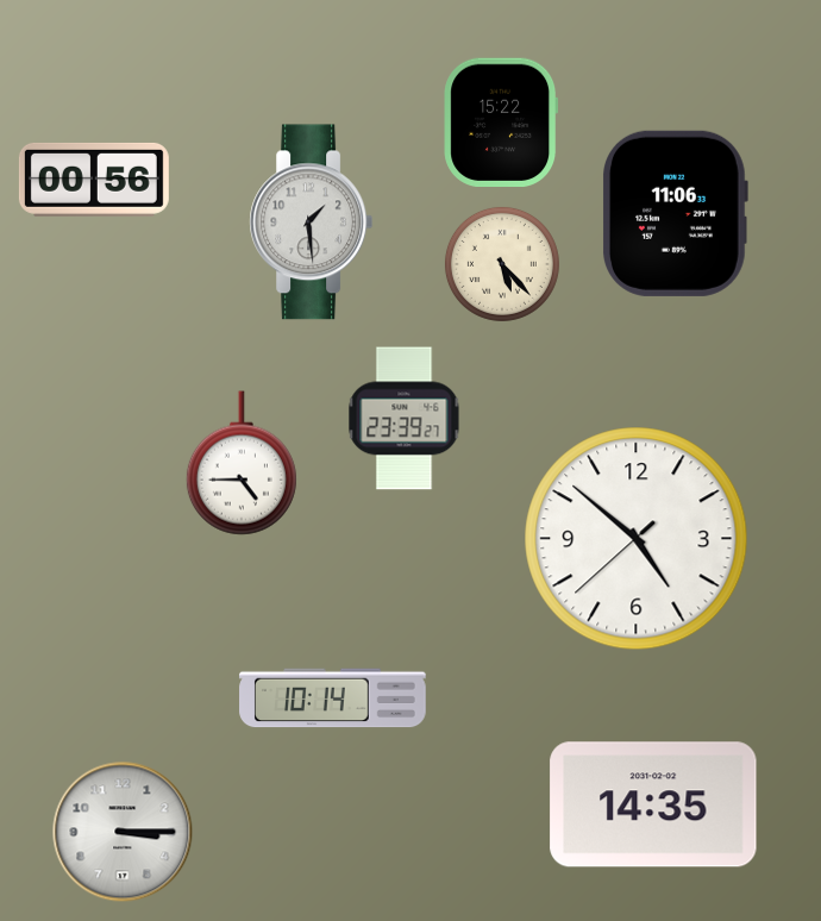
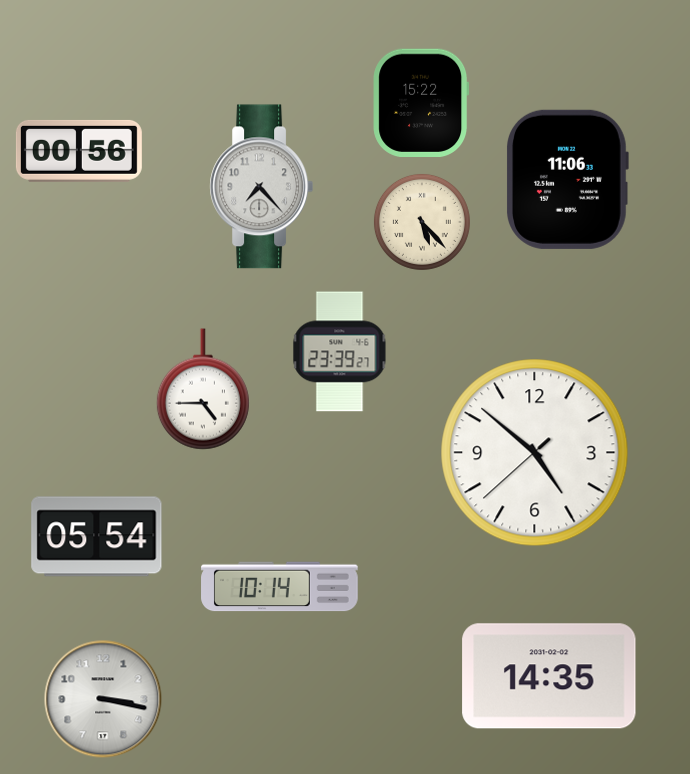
clock at (312, 223): 1:29 -> 7:23
clock at (97, 537): none -> 05:54
clock at (123, 832): 3:15 -> 3:17
